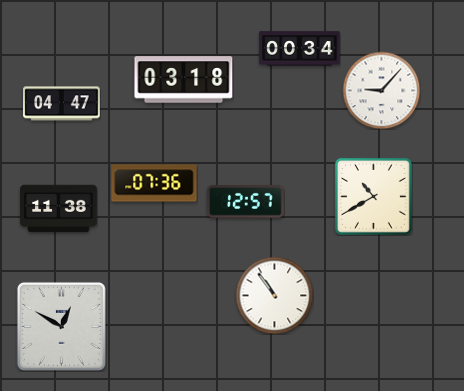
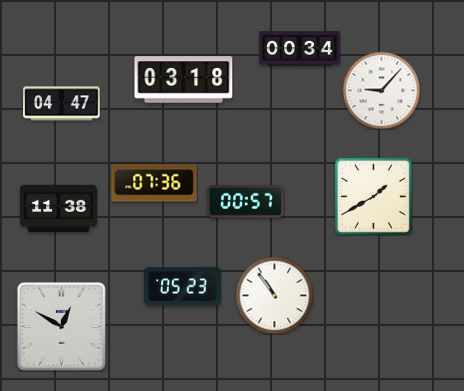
clock at (373, 196): 10:40 -> 1:40
clock at (246, 202): 12:57 -> 00:57
clock at (183, 287): none -> 05:23
